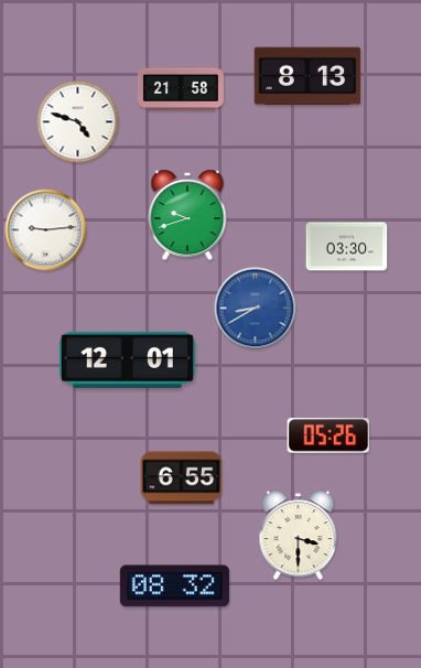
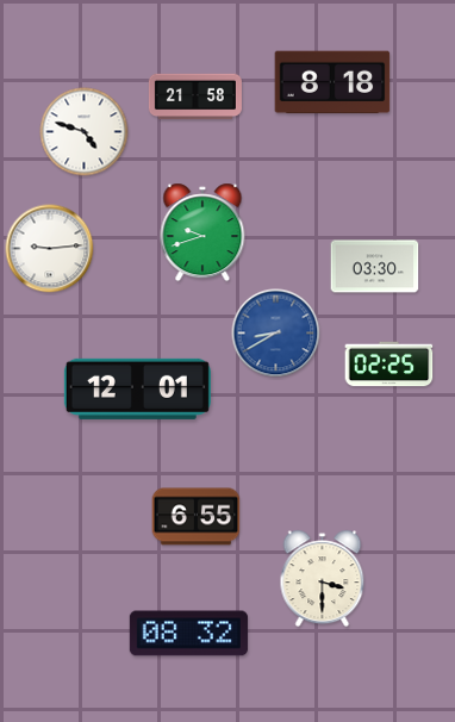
clock at (307, 76): 8:13 -> 8:18
clock at (389, 365): none -> 02:25
clock at (328, 435): 05:26 -> none
